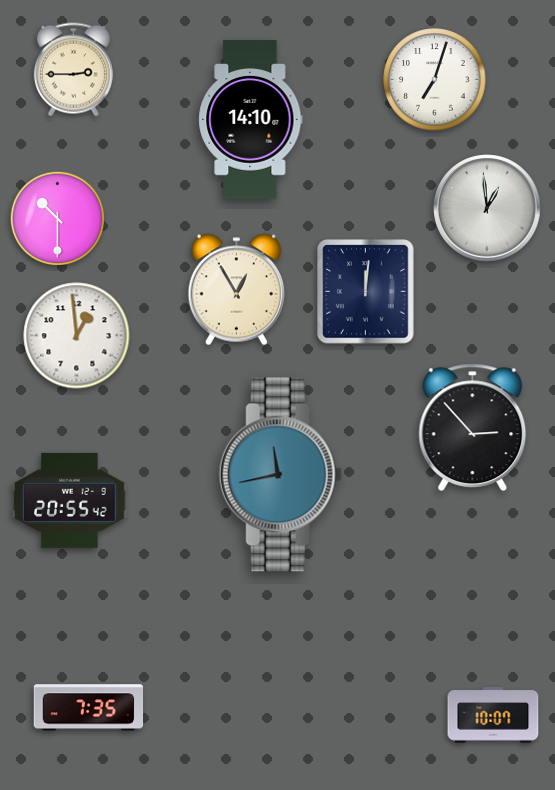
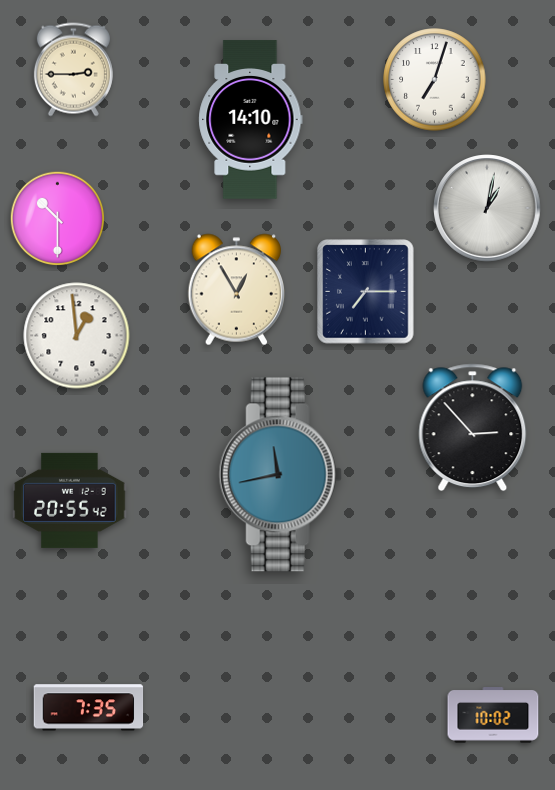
clock at (487, 208): 12:59 -> 1:02
clock at (366, 292): 12:01 -> 7:15
clock at (493, 715): 10:07 -> 10:02
